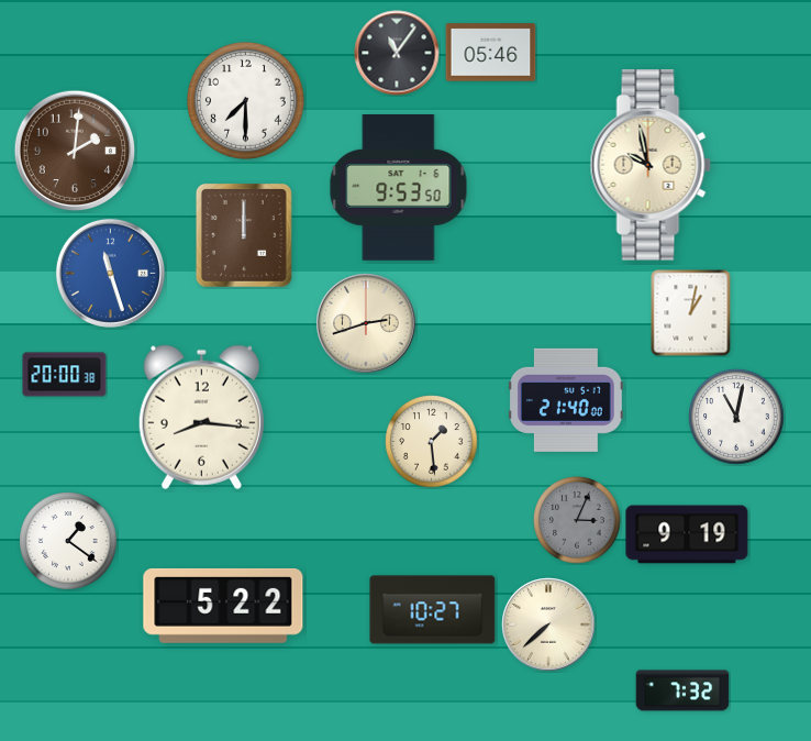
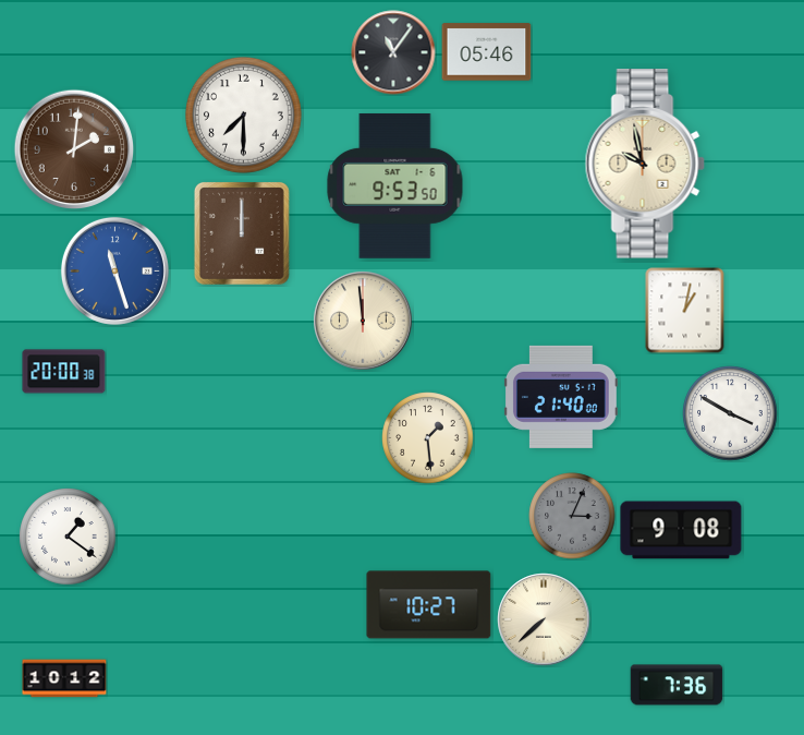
clock at (245, 100) position: (245, 100) -> (243, 115)
clock at (110, 273) position: (110, 273) -> (114, 270)
clock at (366, 323): 2:42 -> 11:59
clock at (201, 417): 8:16 -> none
clock at (736, 417): 11:02 -> 3:50
clock at (687, 534): 9:19 -> 9:08
clock at (223, 606): 5:22 -> none
clock at (64, 678): none -> 10:12
clock at (682, 690): 7:32 -> 7:36
